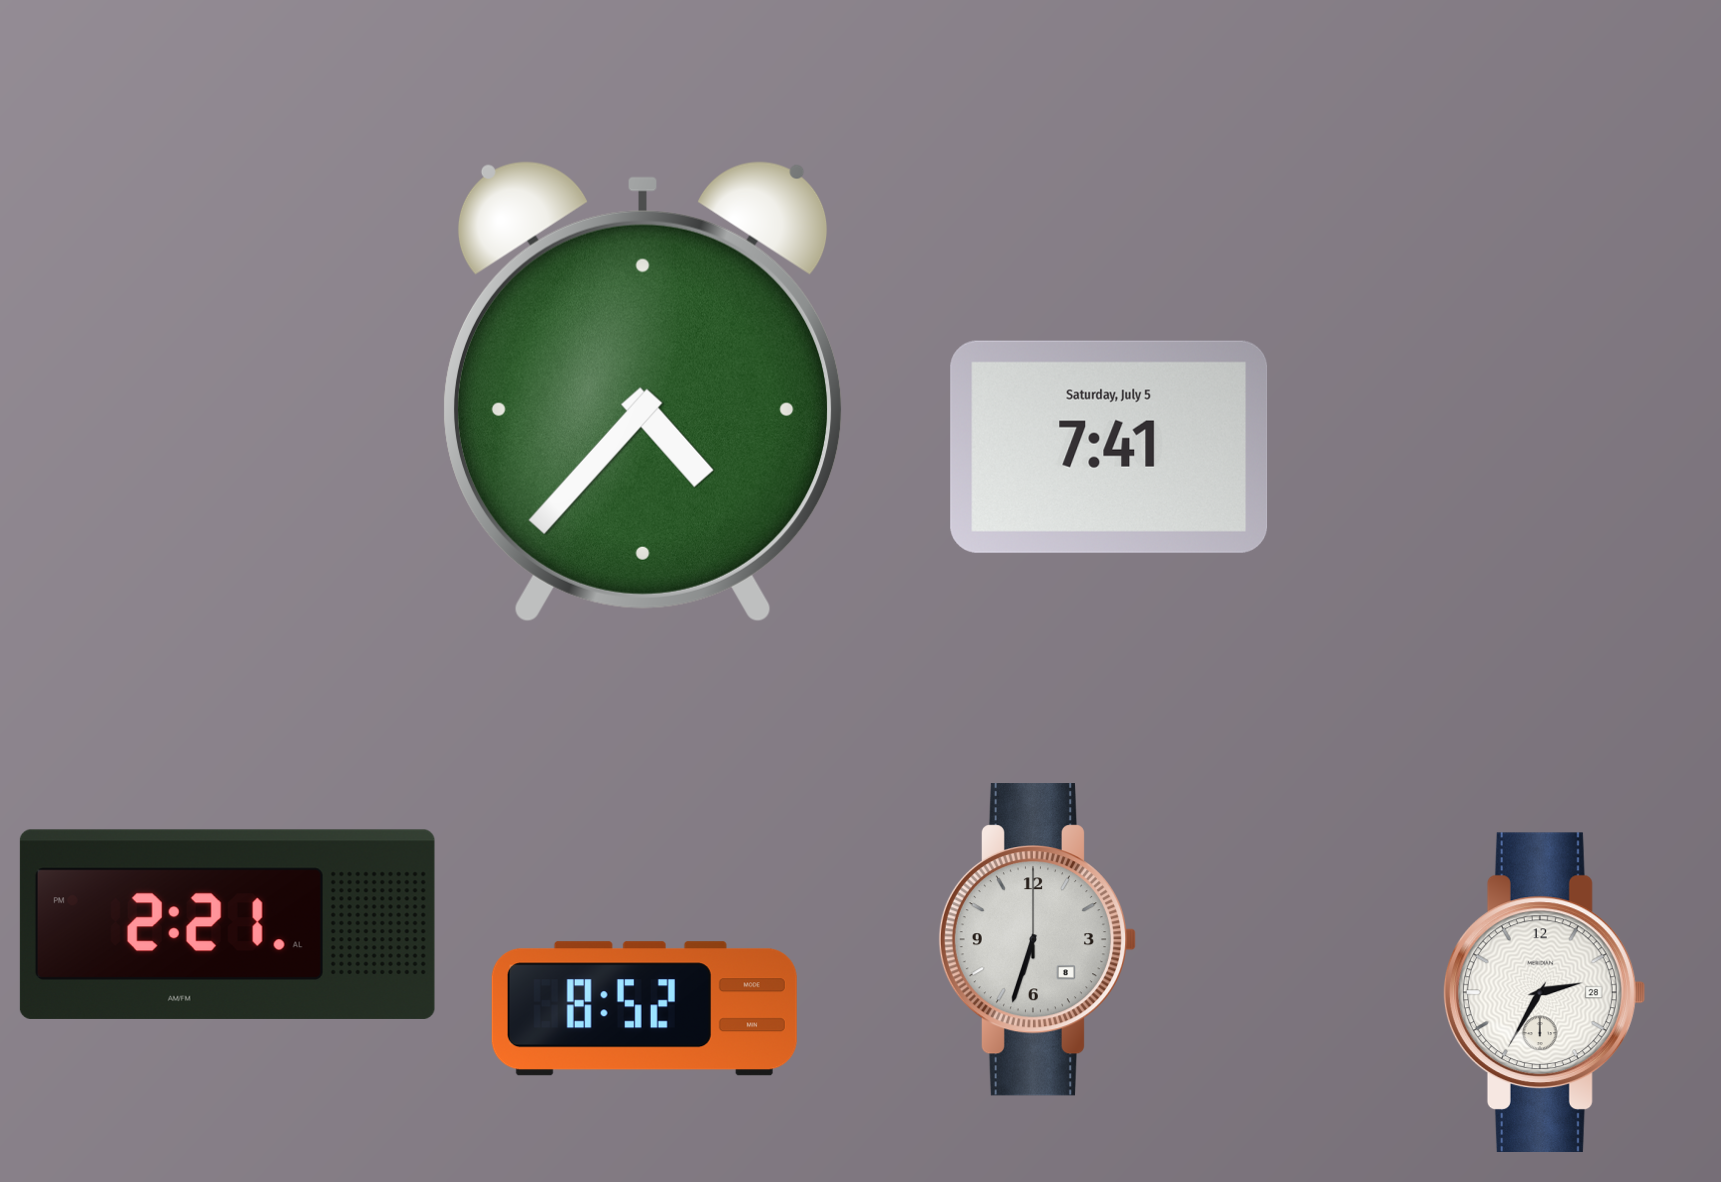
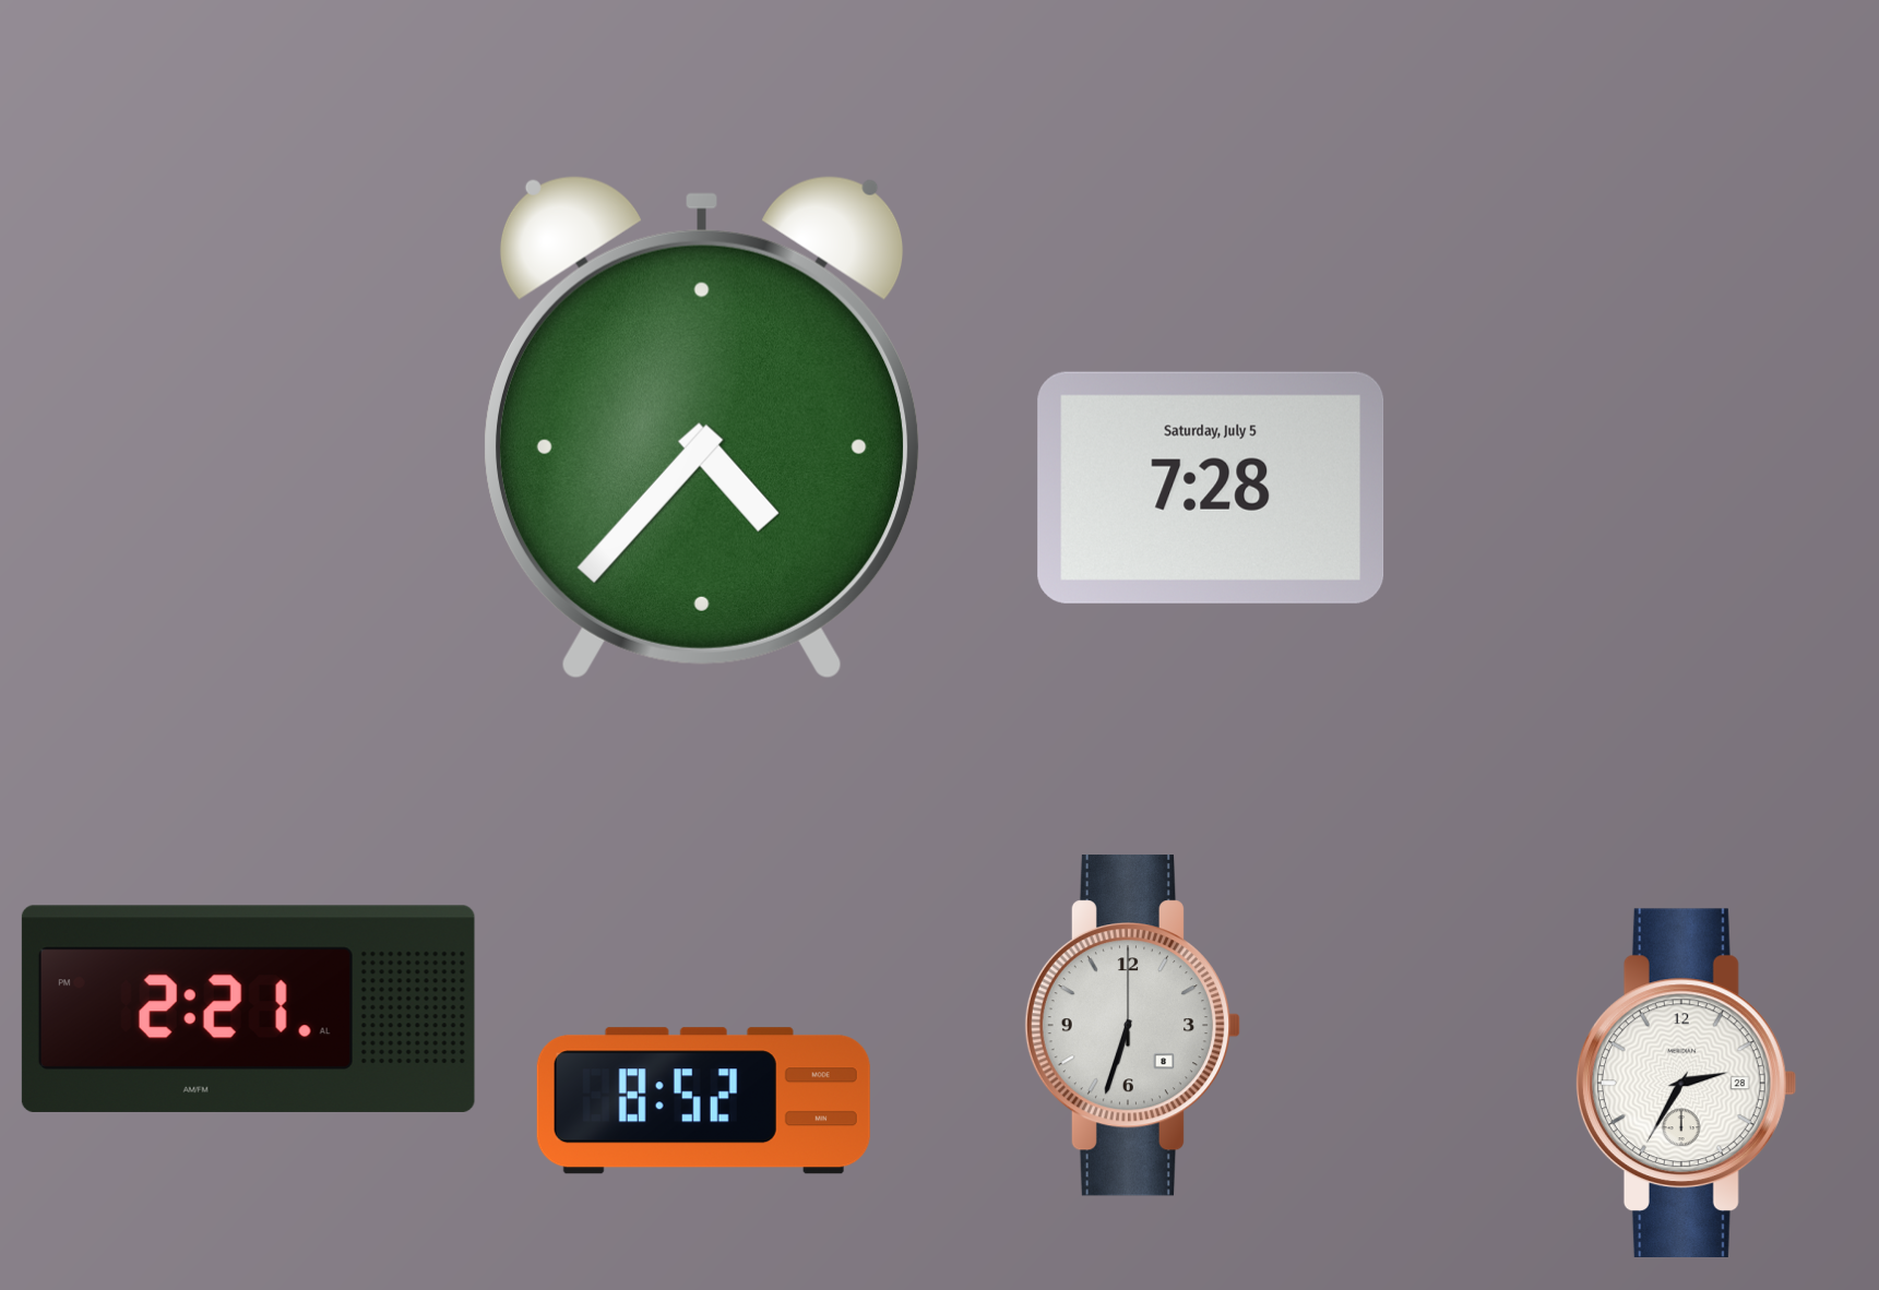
clock at (1109, 447): 7:41 -> 7:28
